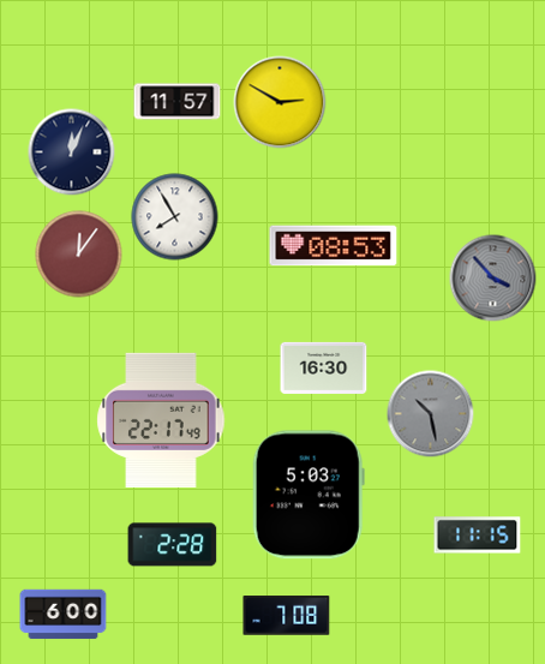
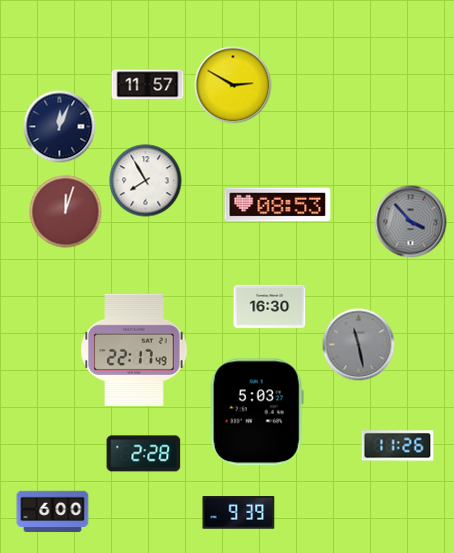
clock at (79, 255): 12:06 -> 12:03
clock at (493, 279) position: (493, 279) -> (411, 222)
clock at (431, 414): 10:28 -> 11:28
clock at (478, 536): 11:15 -> 11:26
clock at (287, 616): 7:08 -> 9:39
